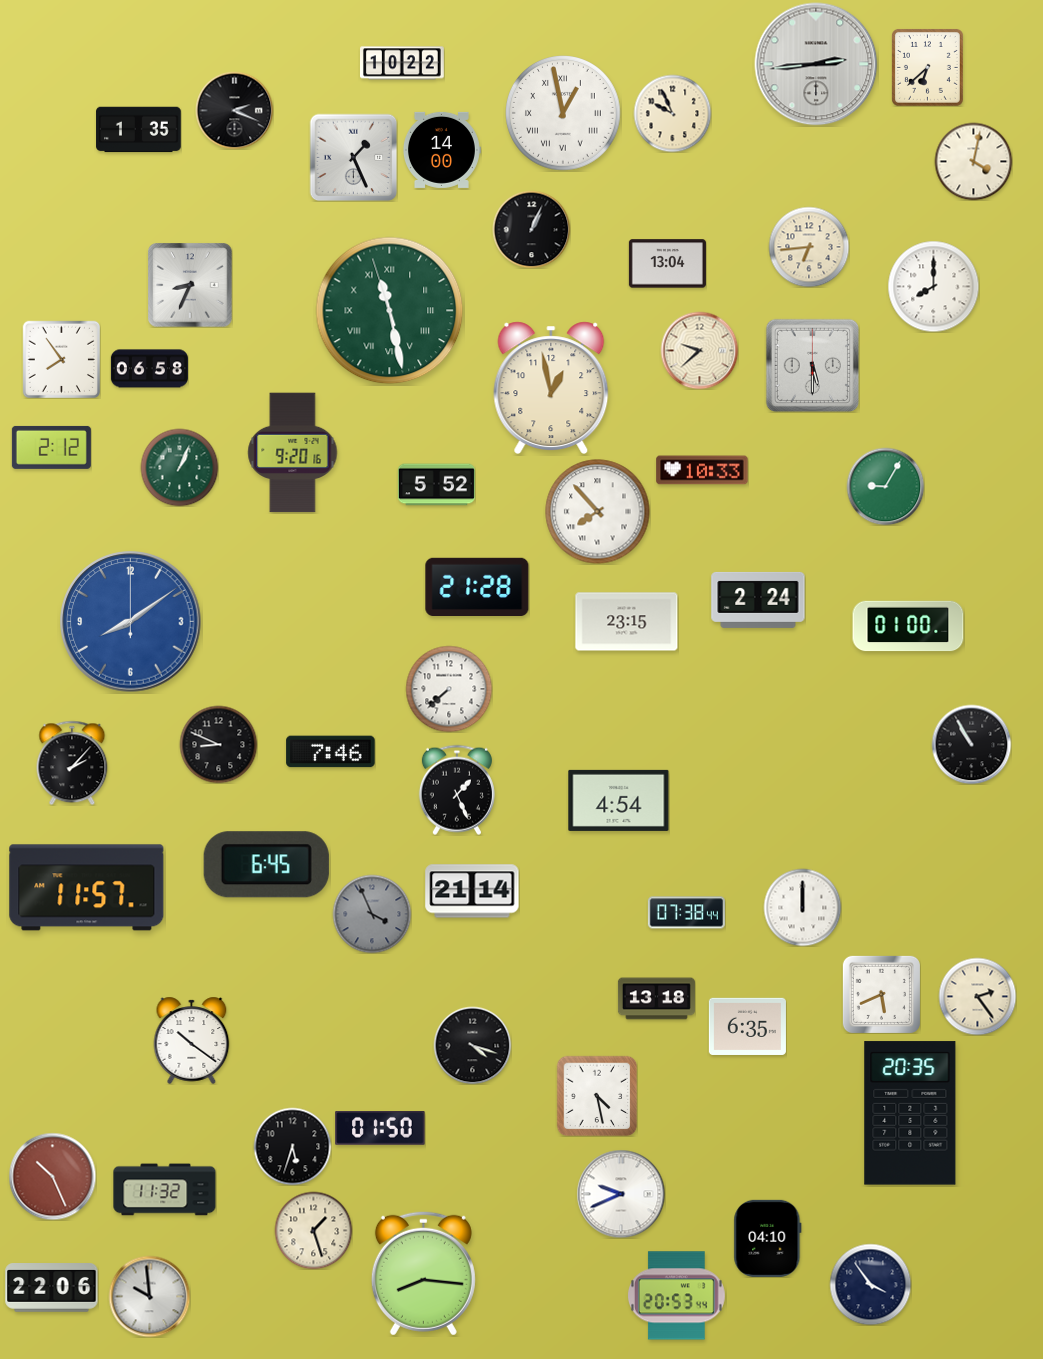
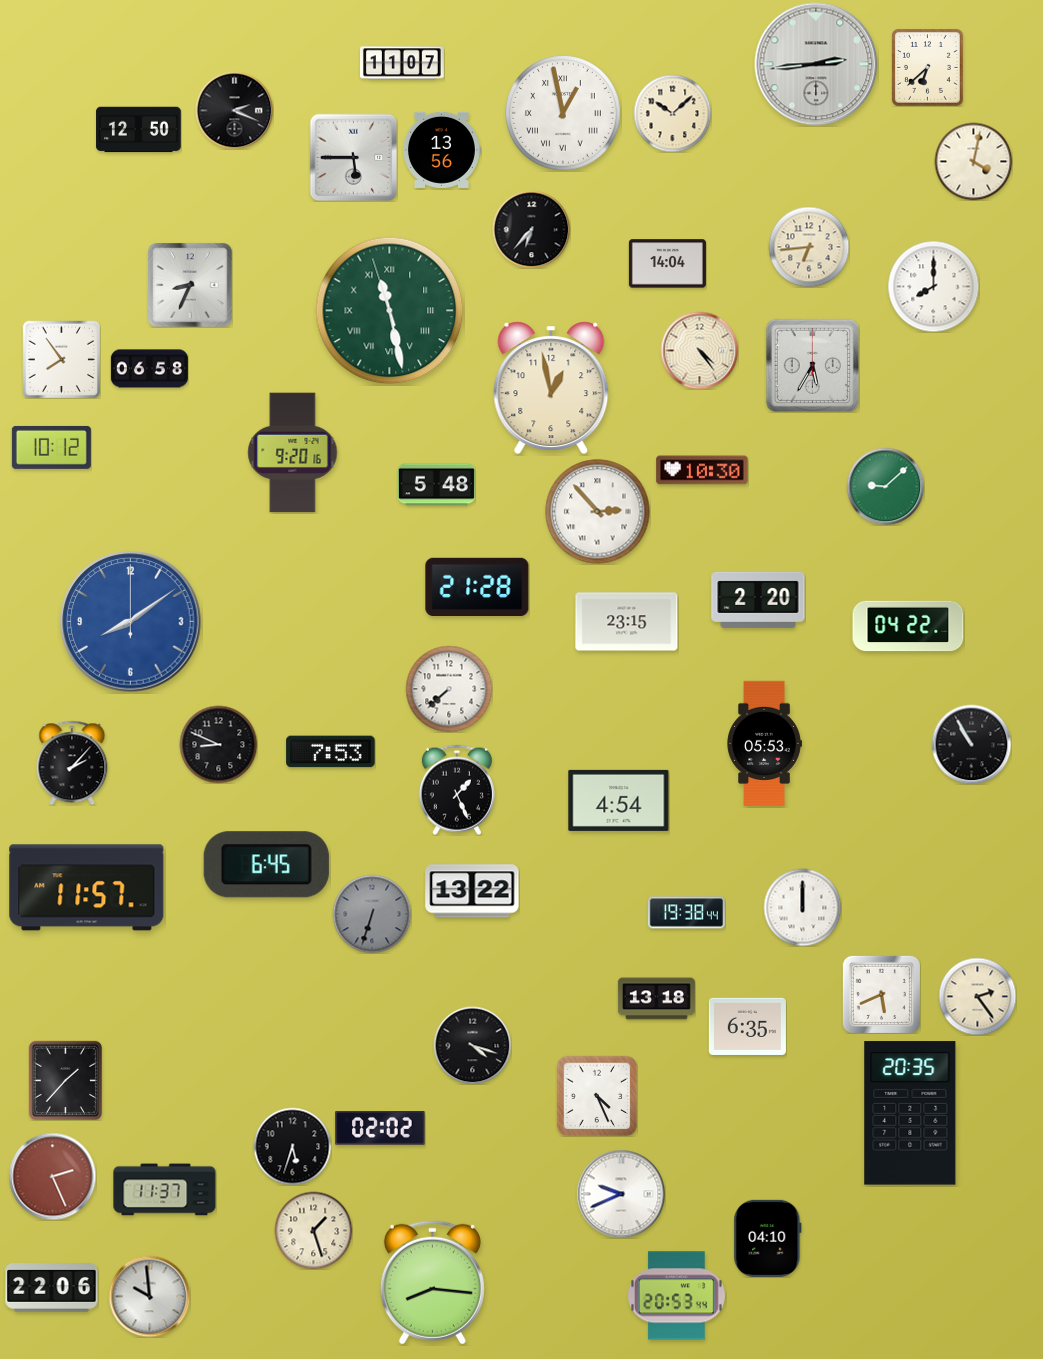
clock at (403, 63): 10:22 -> 11:07
clock at (672, 113): 9:56 -> 10:08
clock at (139, 130): 1:35 -> 12:50
clock at (442, 150): 14:00 -> 13:56
clock at (353, 157): 1:26 -> 5:45
clock at (531, 229): 1:04 -> 6:37
clock at (667, 264): 13:04 -> 14:04
clock at (699, 350): 9:38 -> 4:24
clock at (812, 365): 5:30 -> 5:35
clock at (51, 447): 2:12 -> 10:12
clock at (179, 467): 1:04 -> none
clock at (702, 470): 10:33 -> 10:30
clock at (436, 485): 5:52 -> 5:48
clock at (885, 486): 9:05 -> 9:08
clock at (598, 512): 7:53 -> 2:53
clock at (758, 600): 2:24 -> 2:20
clock at (908, 626): 01:00 -> 04:22
clock at (765, 744): none -> 05:53
clock at (331, 752): 7:46 -> 7:53
clock at (472, 891): 21:14 -> 13:22
clock at (686, 913): 07:38 -> 19:38
clock at (372, 914): 3:56 -> 6:33
clock at (192, 1040): 10:21 -> none
clock at (65, 1080): none -> 1:37
clock at (597, 1096): 4:28 -> 4:26
clock at (380, 1129): 01:50 -> 02:02
clock at (52, 1176): 10:26 -> 2:26
clock at (165, 1190): 11:32 -> 11:37
clock at (423, 1273) position: (423, 1273) -> (432, 1282)
clock at (870, 1284): 3:54 -> none
